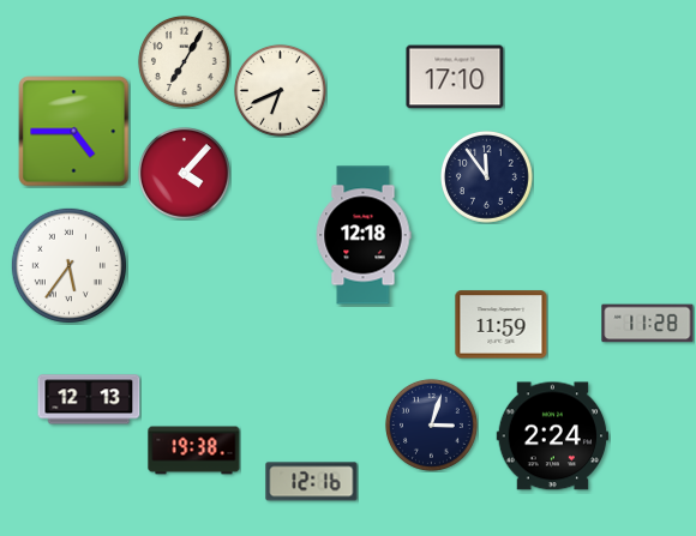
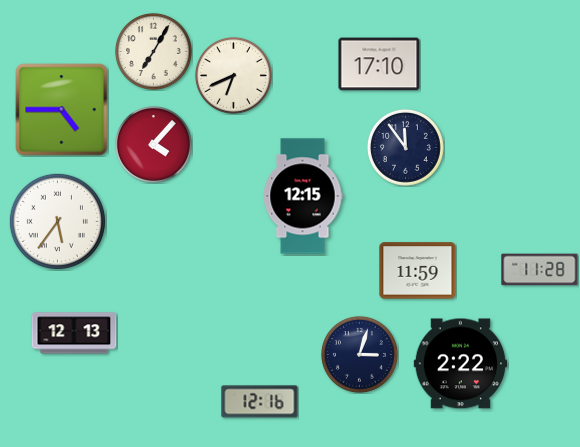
clock at (364, 235): 12:18 -> 12:15
clock at (553, 436): 2:24 -> 2:22
clock at (194, 451): 19:38 -> none
